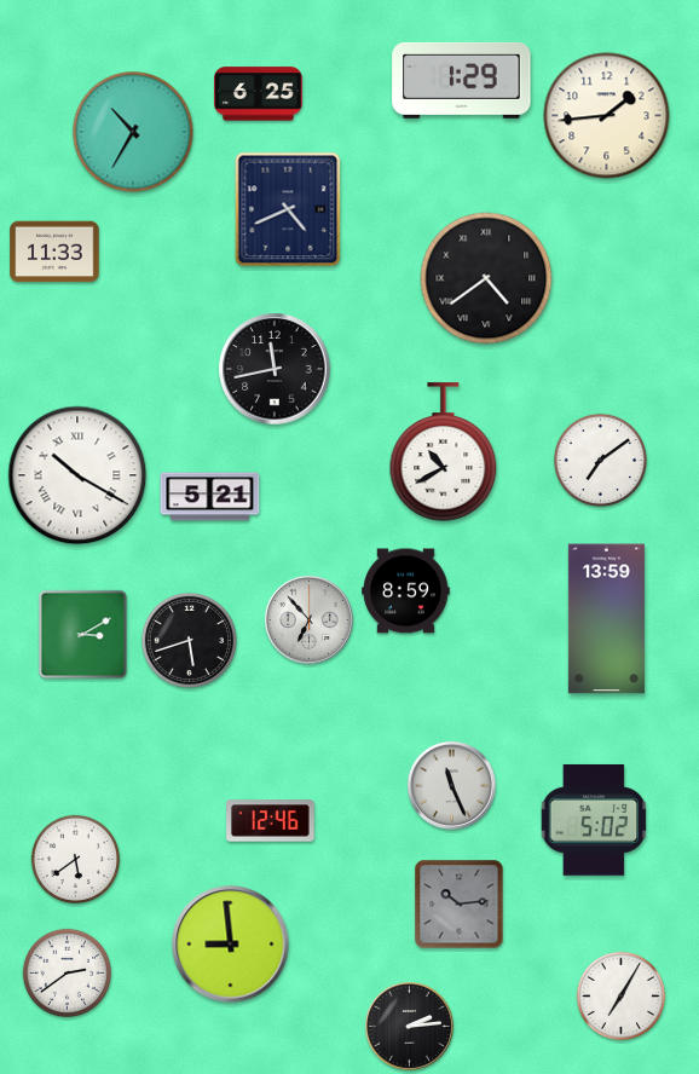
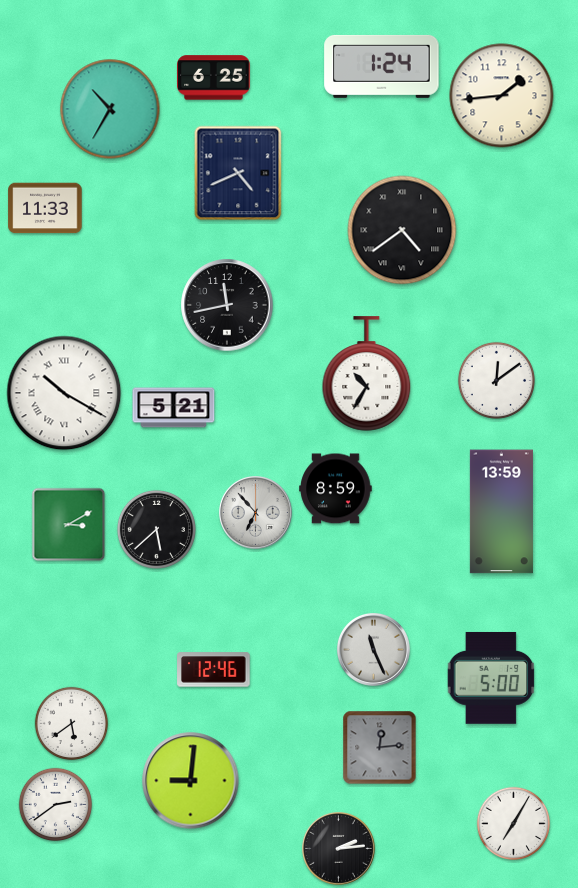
clock at (462, 80): 1:29 -> 1:24
clock at (444, 452): 10:40 -> 10:35
clock at (600, 460): 7:09 -> 12:09
clock at (210, 497) position: (210, 497) -> (174, 408)
clock at (189, 640): 5:42 -> 5:38
clock at (594, 820): 5:02 -> 5:00
clock at (271, 821) position: (271, 821) -> (214, 670)
clock at (76, 860) position: (76, 860) -> (72, 724)
clock at (460, 905): 10:14 -> 12:14
clock at (231, 945): 8:59 -> 9:01
